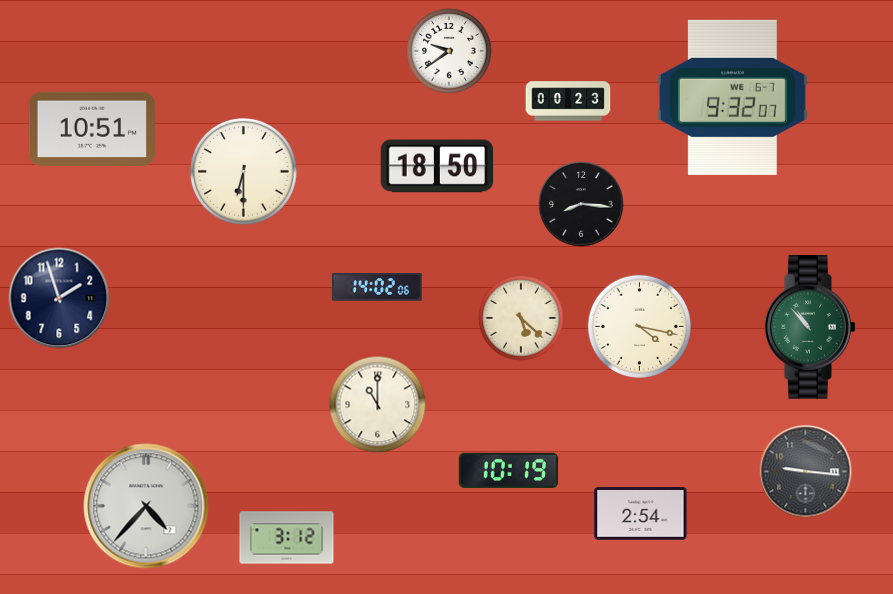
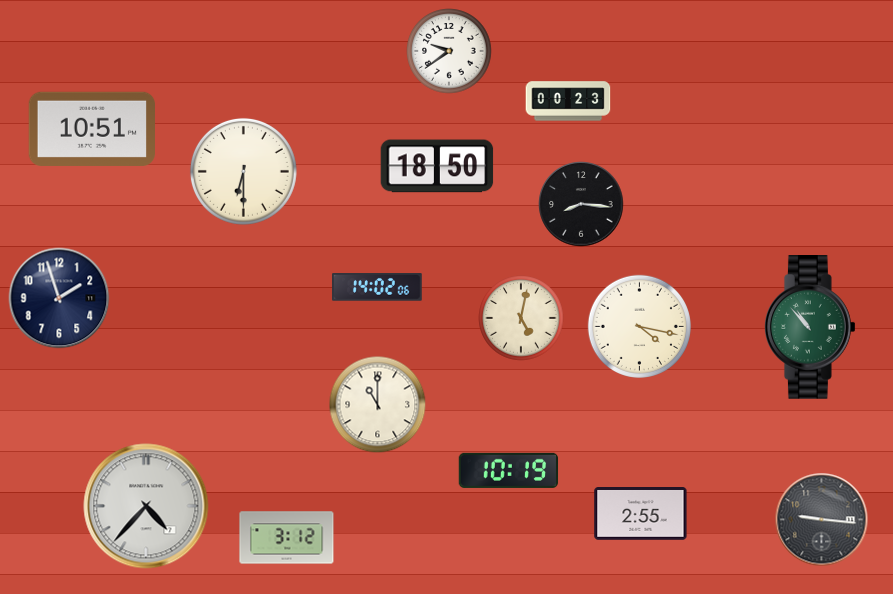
clock at (732, 97): 9:32 -> none
clock at (521, 318): 5:22 -> 5:02
clock at (806, 472) position: (806, 472) -> (822, 520)
clock at (641, 514): 2:54 -> 2:55
